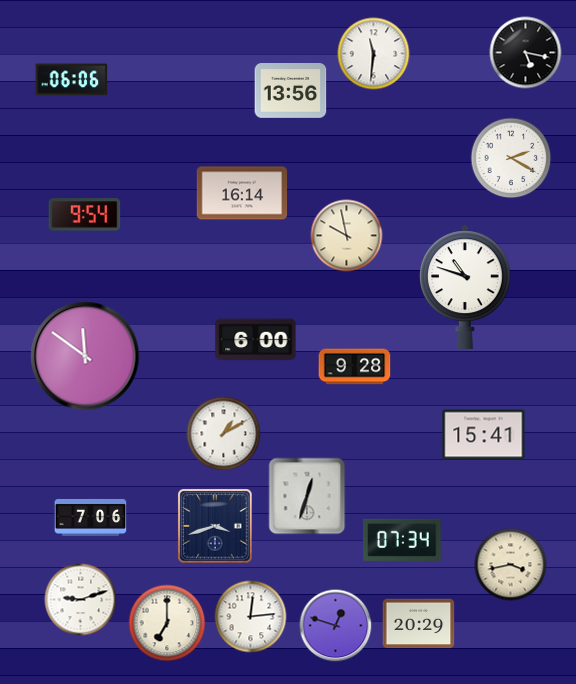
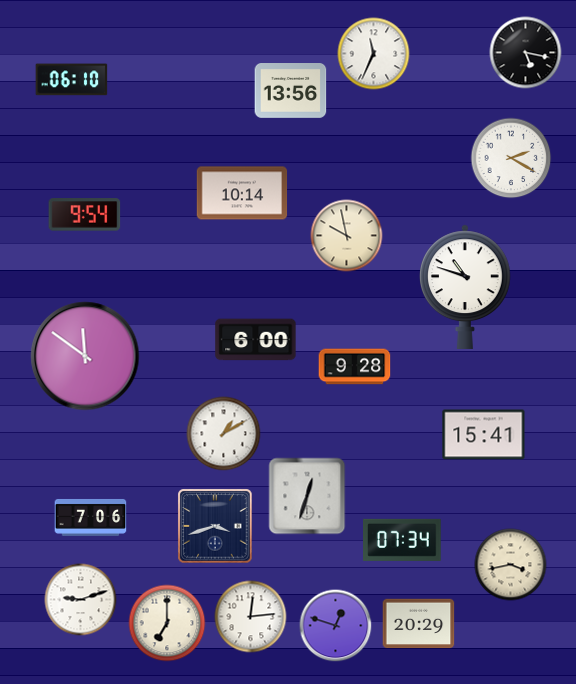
clock at (374, 54): 11:31 -> 11:34
clock at (72, 80): 06:06 -> 06:10
clock at (242, 193): 16:14 -> 10:14
